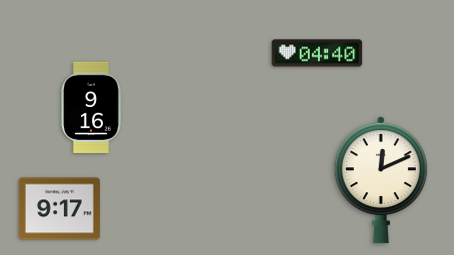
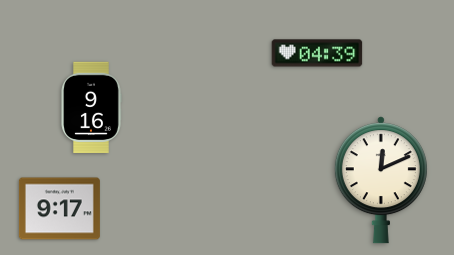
clock at (317, 53): 04:40 -> 04:39
